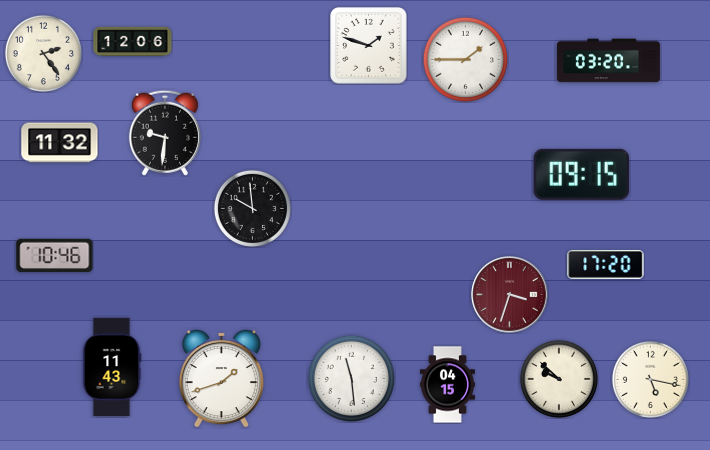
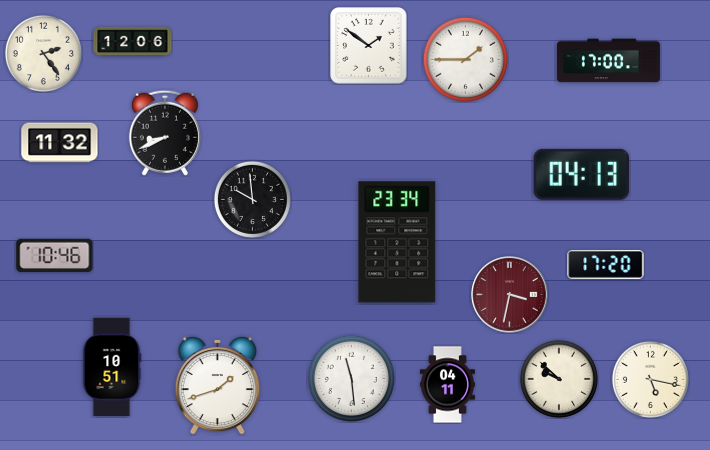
clock at (369, 46): 1:48 -> 1:51
clock at (608, 61): 03:20 -> 17:00
clock at (165, 133): 9:31 -> 8:41
clock at (581, 174): 09:15 -> 04:13
clock at (252, 208) position: (252, 208) -> (252, 199)
clock at (397, 242): none -> 23:34
clock at (510, 295): 3:33 -> 3:32
clock at (112, 366): 11:43 -> 10:51
clock at (221, 378) position: (221, 378) -> (217, 385)
clock at (447, 385): 04:15 -> 04:11
